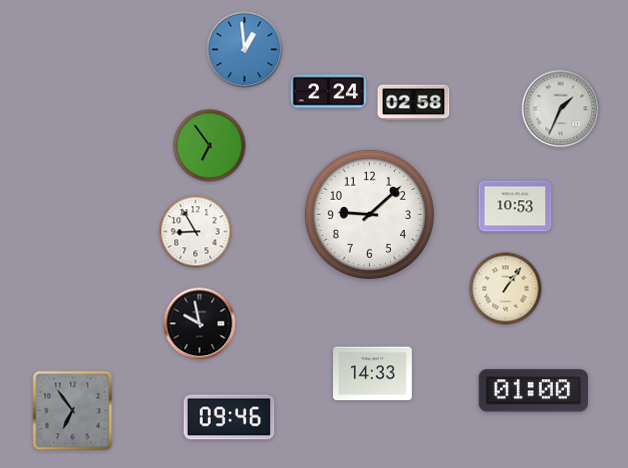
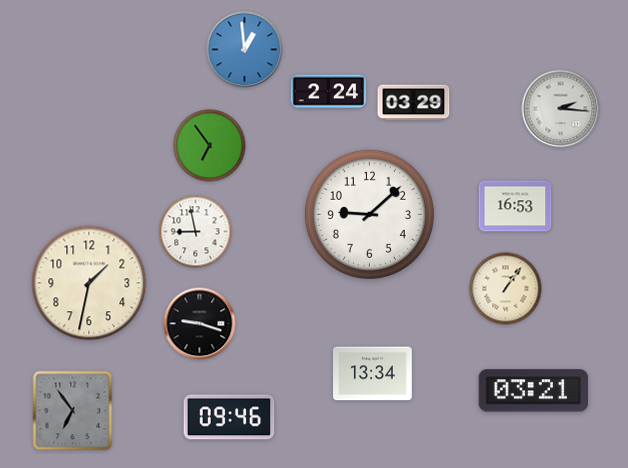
clock at (414, 103): 02:58 -> 03:29
clock at (561, 109): 1:34 -> 2:16
clock at (515, 206): 10:53 -> 16:53
clock at (196, 232): 8:55 -> 8:58
clock at (89, 283): none -> 1:32
clock at (200, 324): 9:58 -> 9:18
clock at (373, 374): 14:33 -> 13:34
clock at (533, 391): 01:00 -> 03:21
